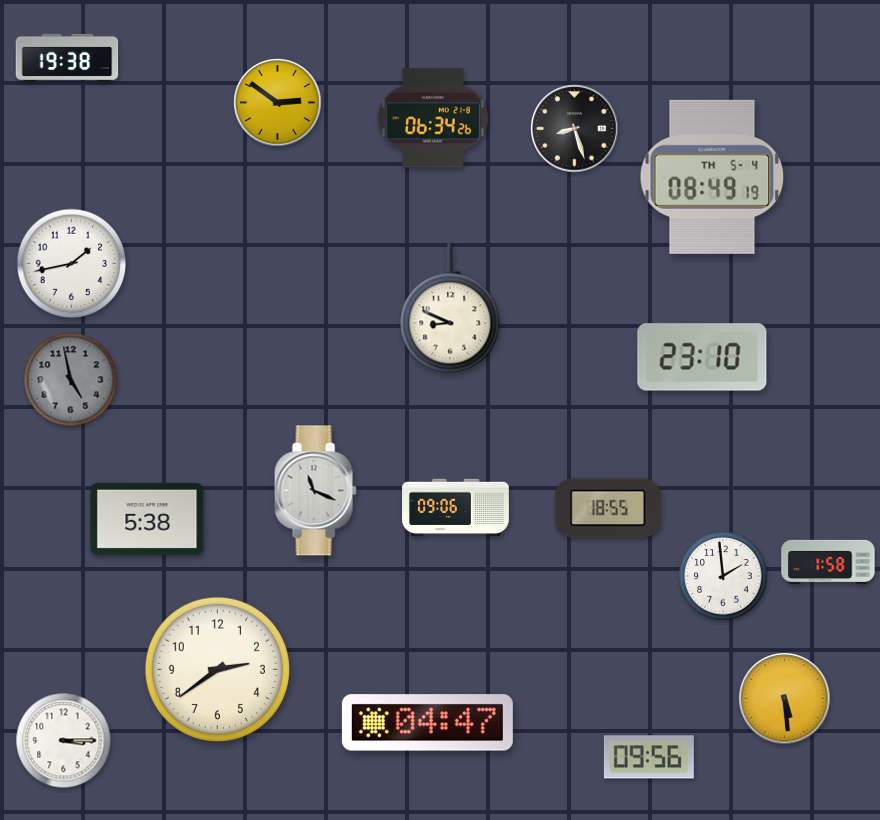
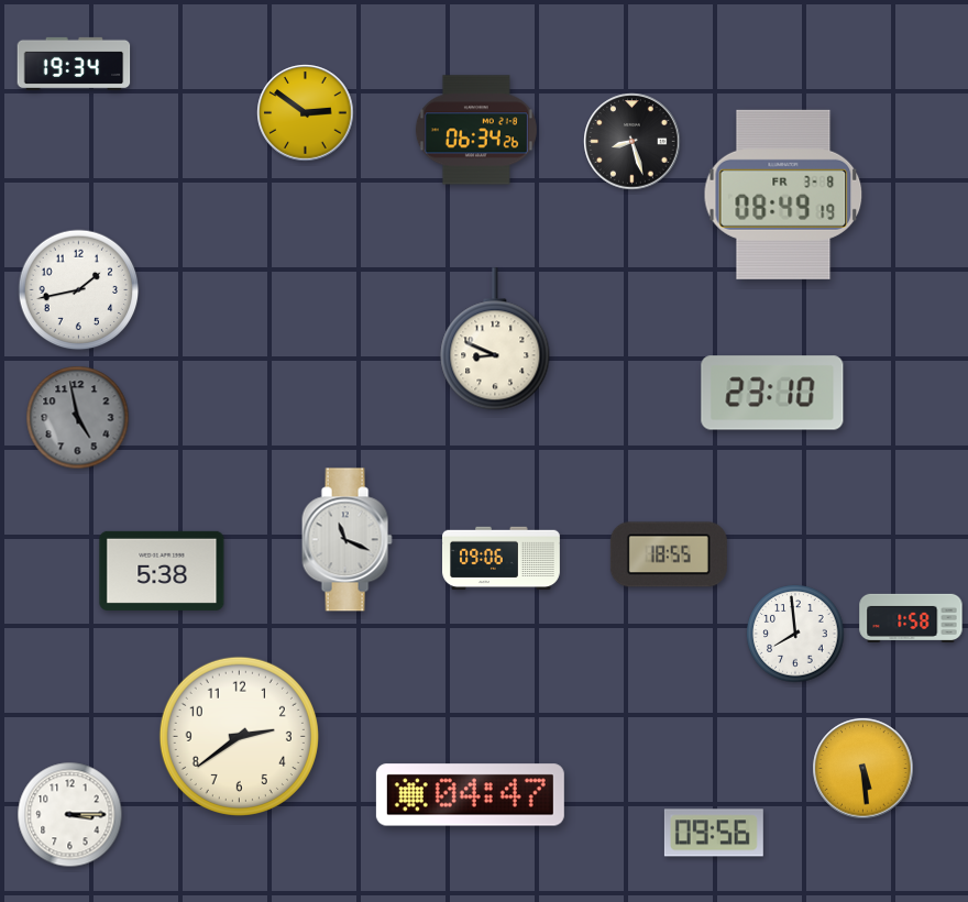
clock at (67, 58): 19:38 -> 19:34
clock at (712, 177) date: TH 5-4 -> FR 3-8
clock at (608, 508) position: (608, 508) -> (669, 554)
clock at (723, 576): 1:59 -> 7:59
